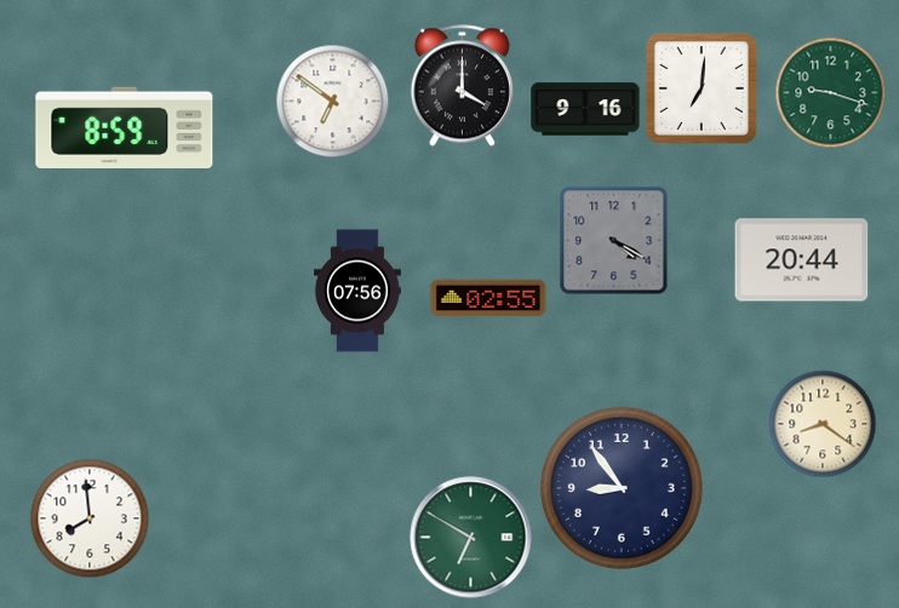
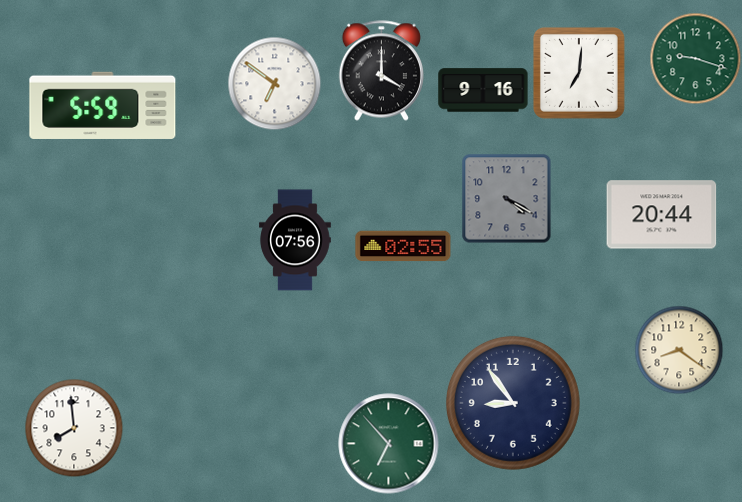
clock at (830, 92) position: (830, 92) -> (695, 58)
clock at (125, 127): 8:59 -> 5:59
clock at (471, 538): 6:50 -> 6:53
